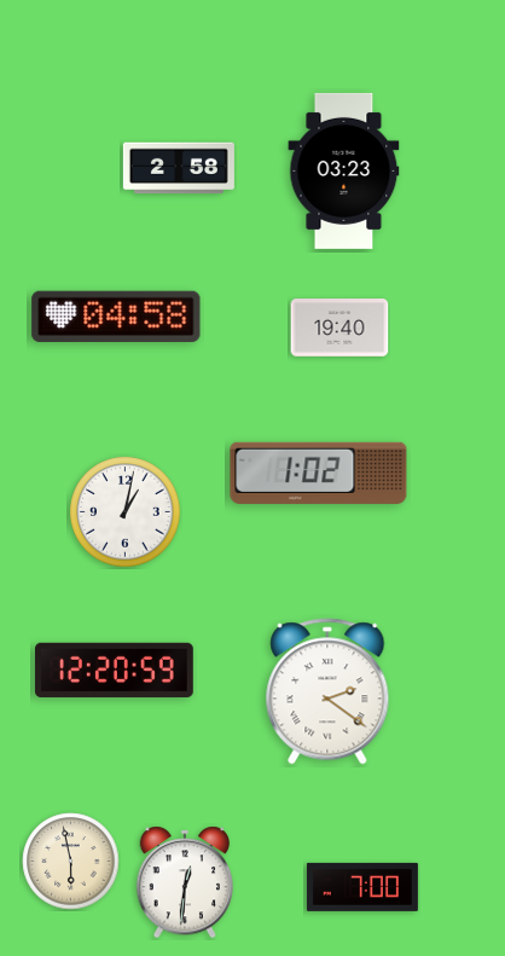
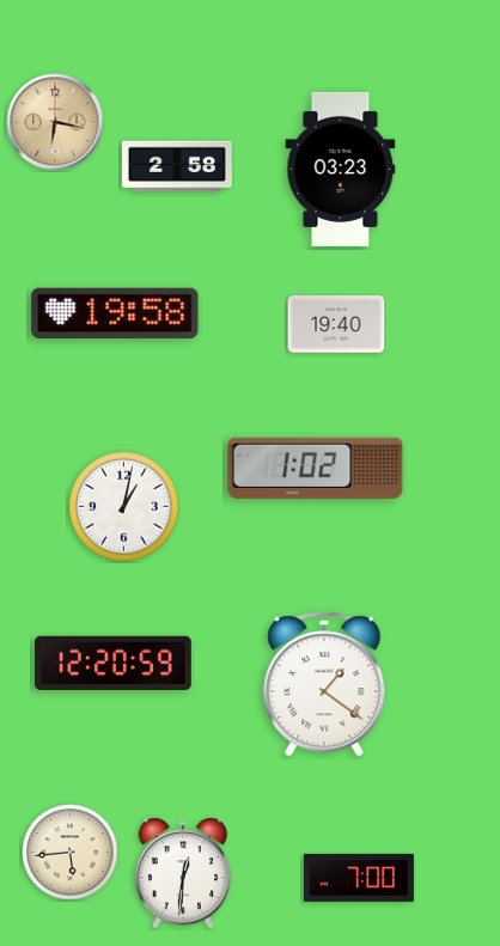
clock at (55, 122): none -> 6:17
clock at (116, 317): 04:58 -> 19:58
clock at (327, 691): 2:21 -> 1:21
clock at (71, 862): 5:58 -> 5:44
